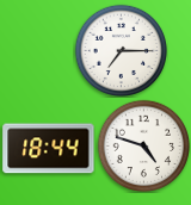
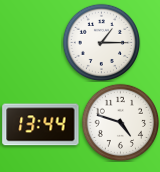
clock at (121, 50): 7:15 -> 1:15
clock at (49, 149): 18:44 -> 13:44
